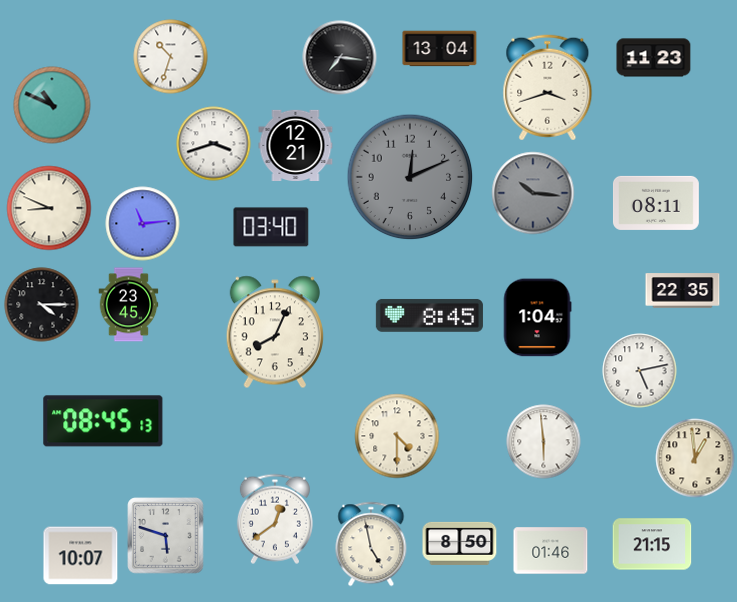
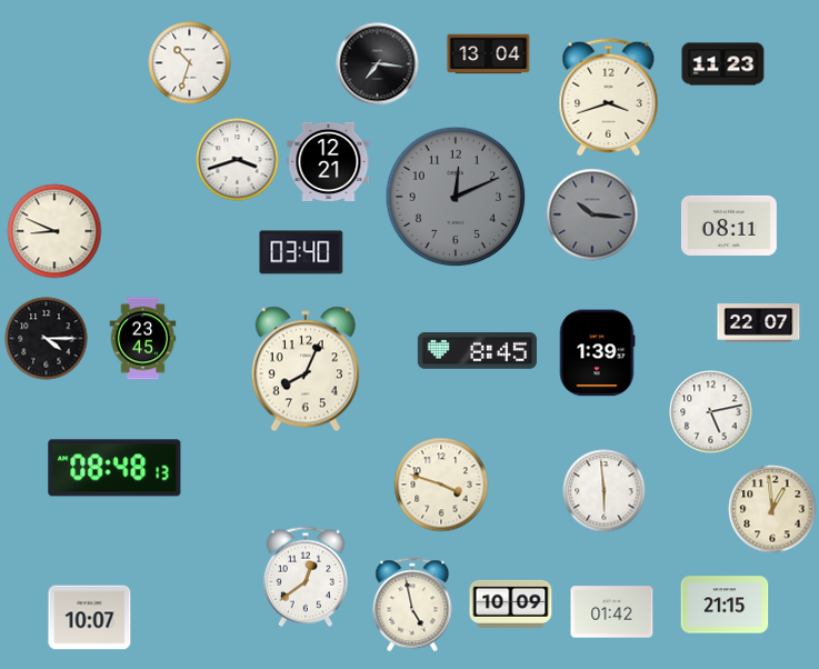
clock at (654, 58) position: (654, 58) -> (723, 64)
clock at (52, 105): 10:49 -> none
clock at (143, 224): 11:14 -> none
clock at (683, 291): 22:35 -> 22:07
clock at (537, 318): 1:04 -> 1:39
clock at (103, 421): 08:45 -> 08:48
clock at (397, 436): 4:30 -> 3:48
clock at (166, 536): 5:48 -> none
clock at (460, 543): 8:50 -> 10:09
clock at (551, 551): 01:46 -> 01:42
